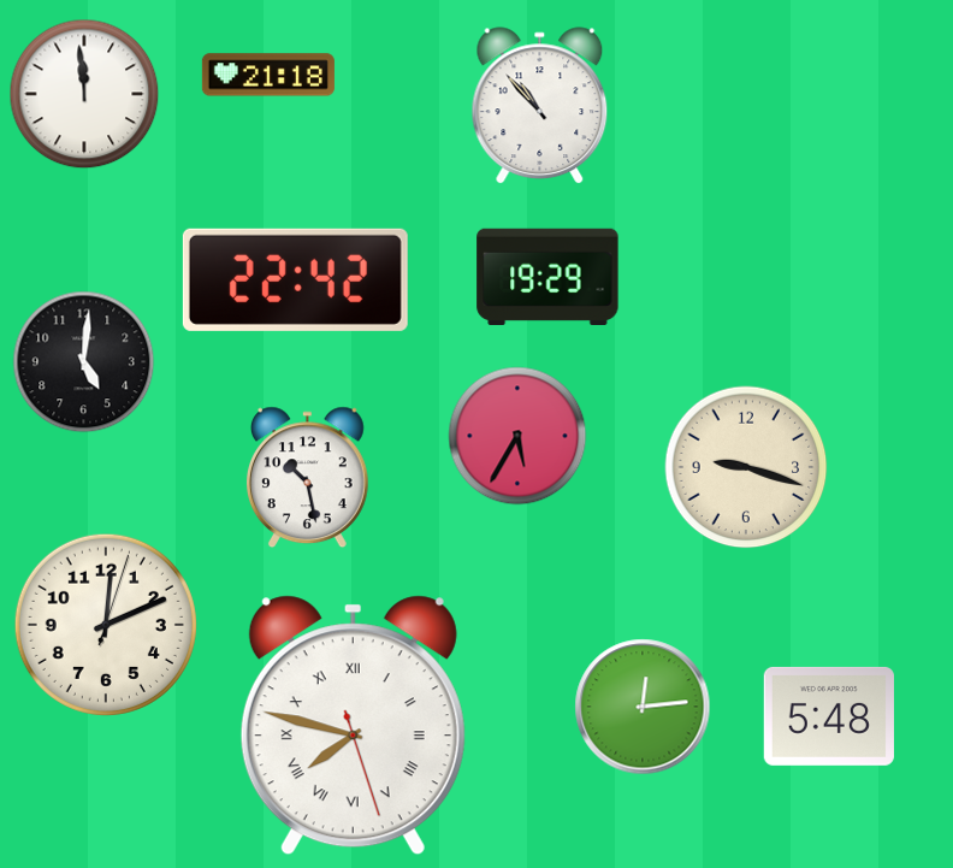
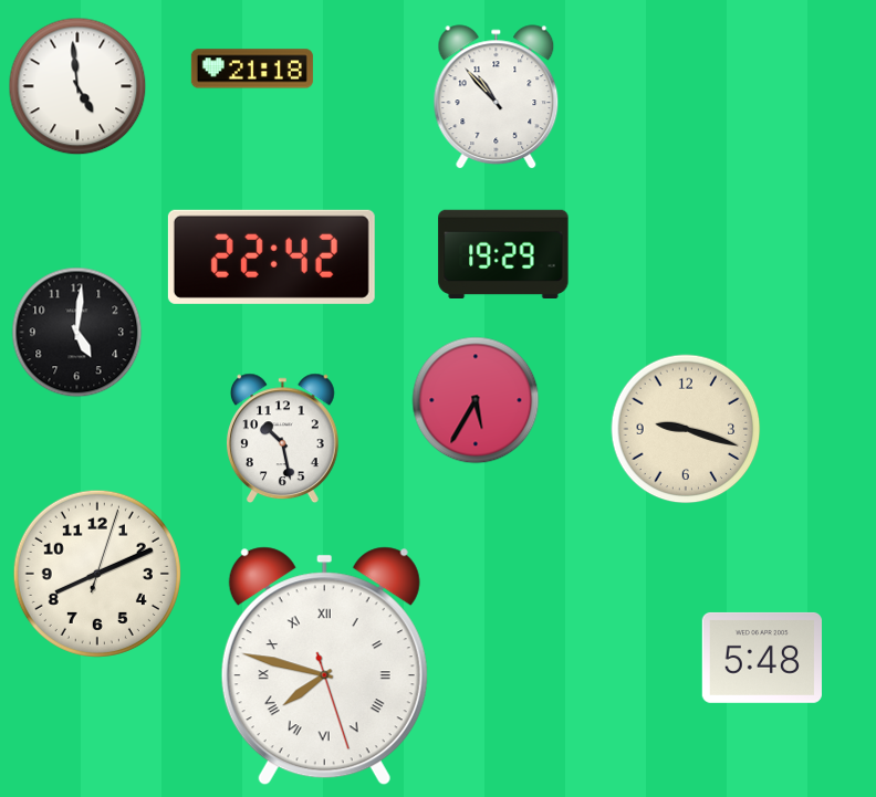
clock at (268, 75) position: (268, 75) -> (252, 69)
clock at (84, 94): 11:59 -> 4:59
clock at (106, 625): 12:11 -> 8:11
clock at (643, 707): 12:14 -> none
